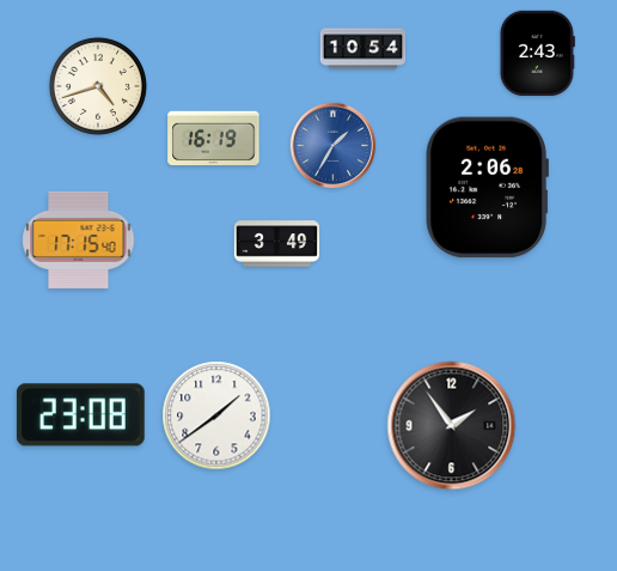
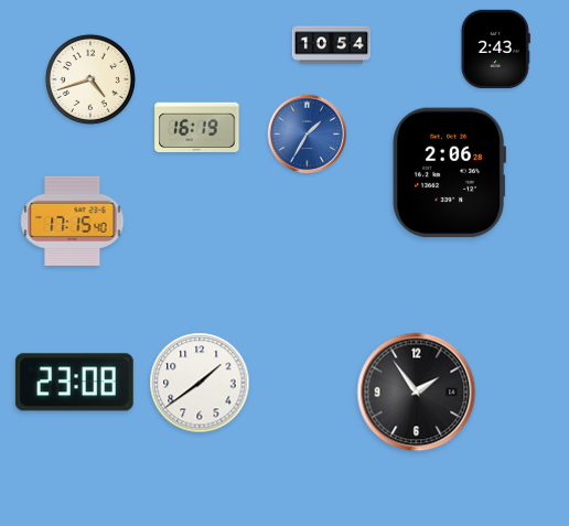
clock at (364, 49) position: (364, 49) -> (332, 45)
clock at (277, 244): 3:49 -> none
